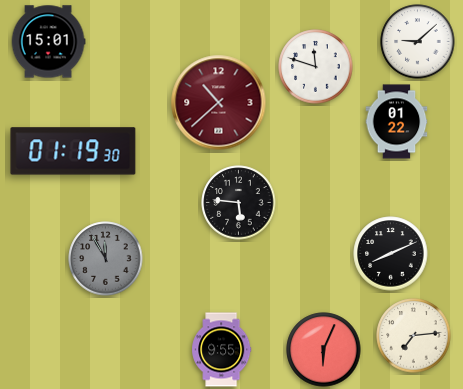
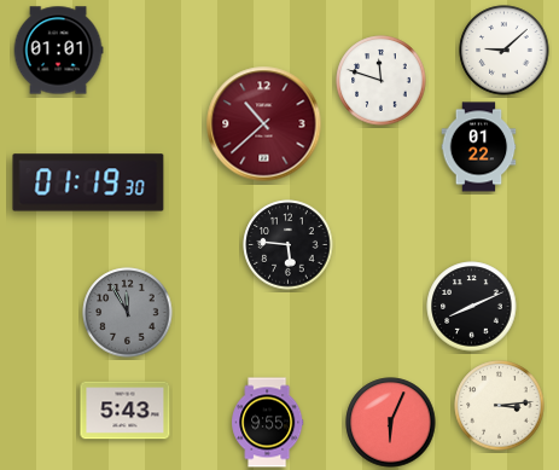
clock at (48, 42): 15:01 -> 01:01
clock at (414, 336): 7:14 -> 3:14
clock at (126, 411): none -> 5:43
